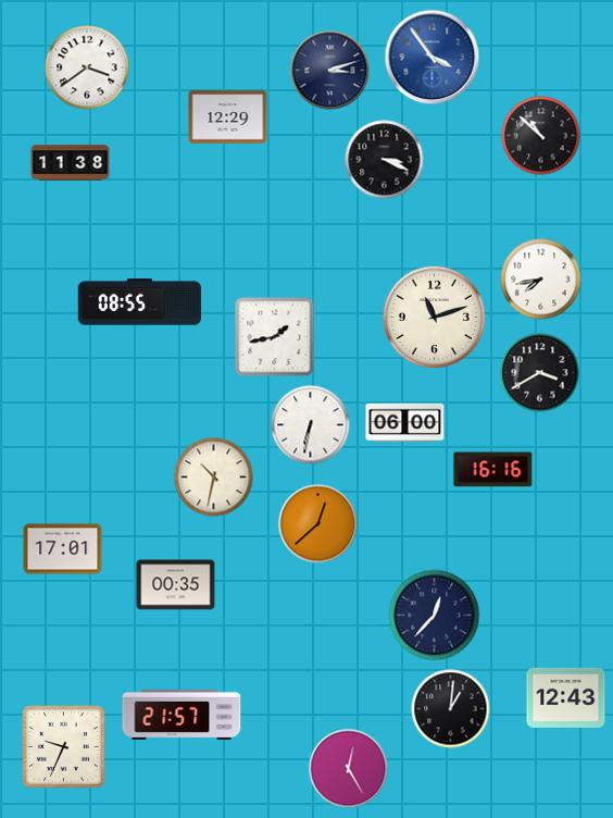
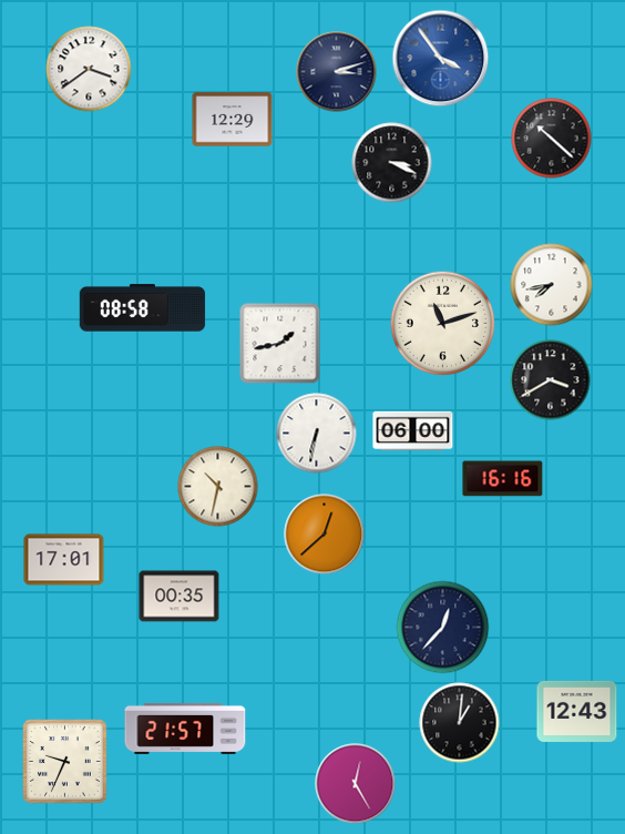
clock at (541, 136): 10:52 -> 10:22
clock at (71, 163): 11:38 -> none
clock at (140, 302): 08:55 -> 08:58
